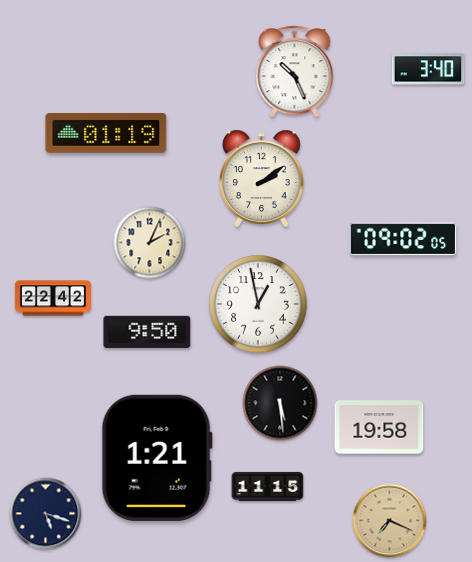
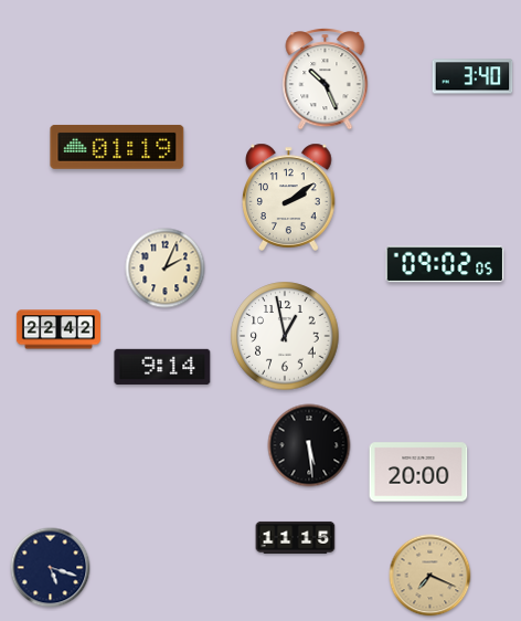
clock at (147, 332): 9:50 -> 9:14
clock at (379, 427): 19:58 -> 20:00
clock at (157, 458): 1:21 -> none
